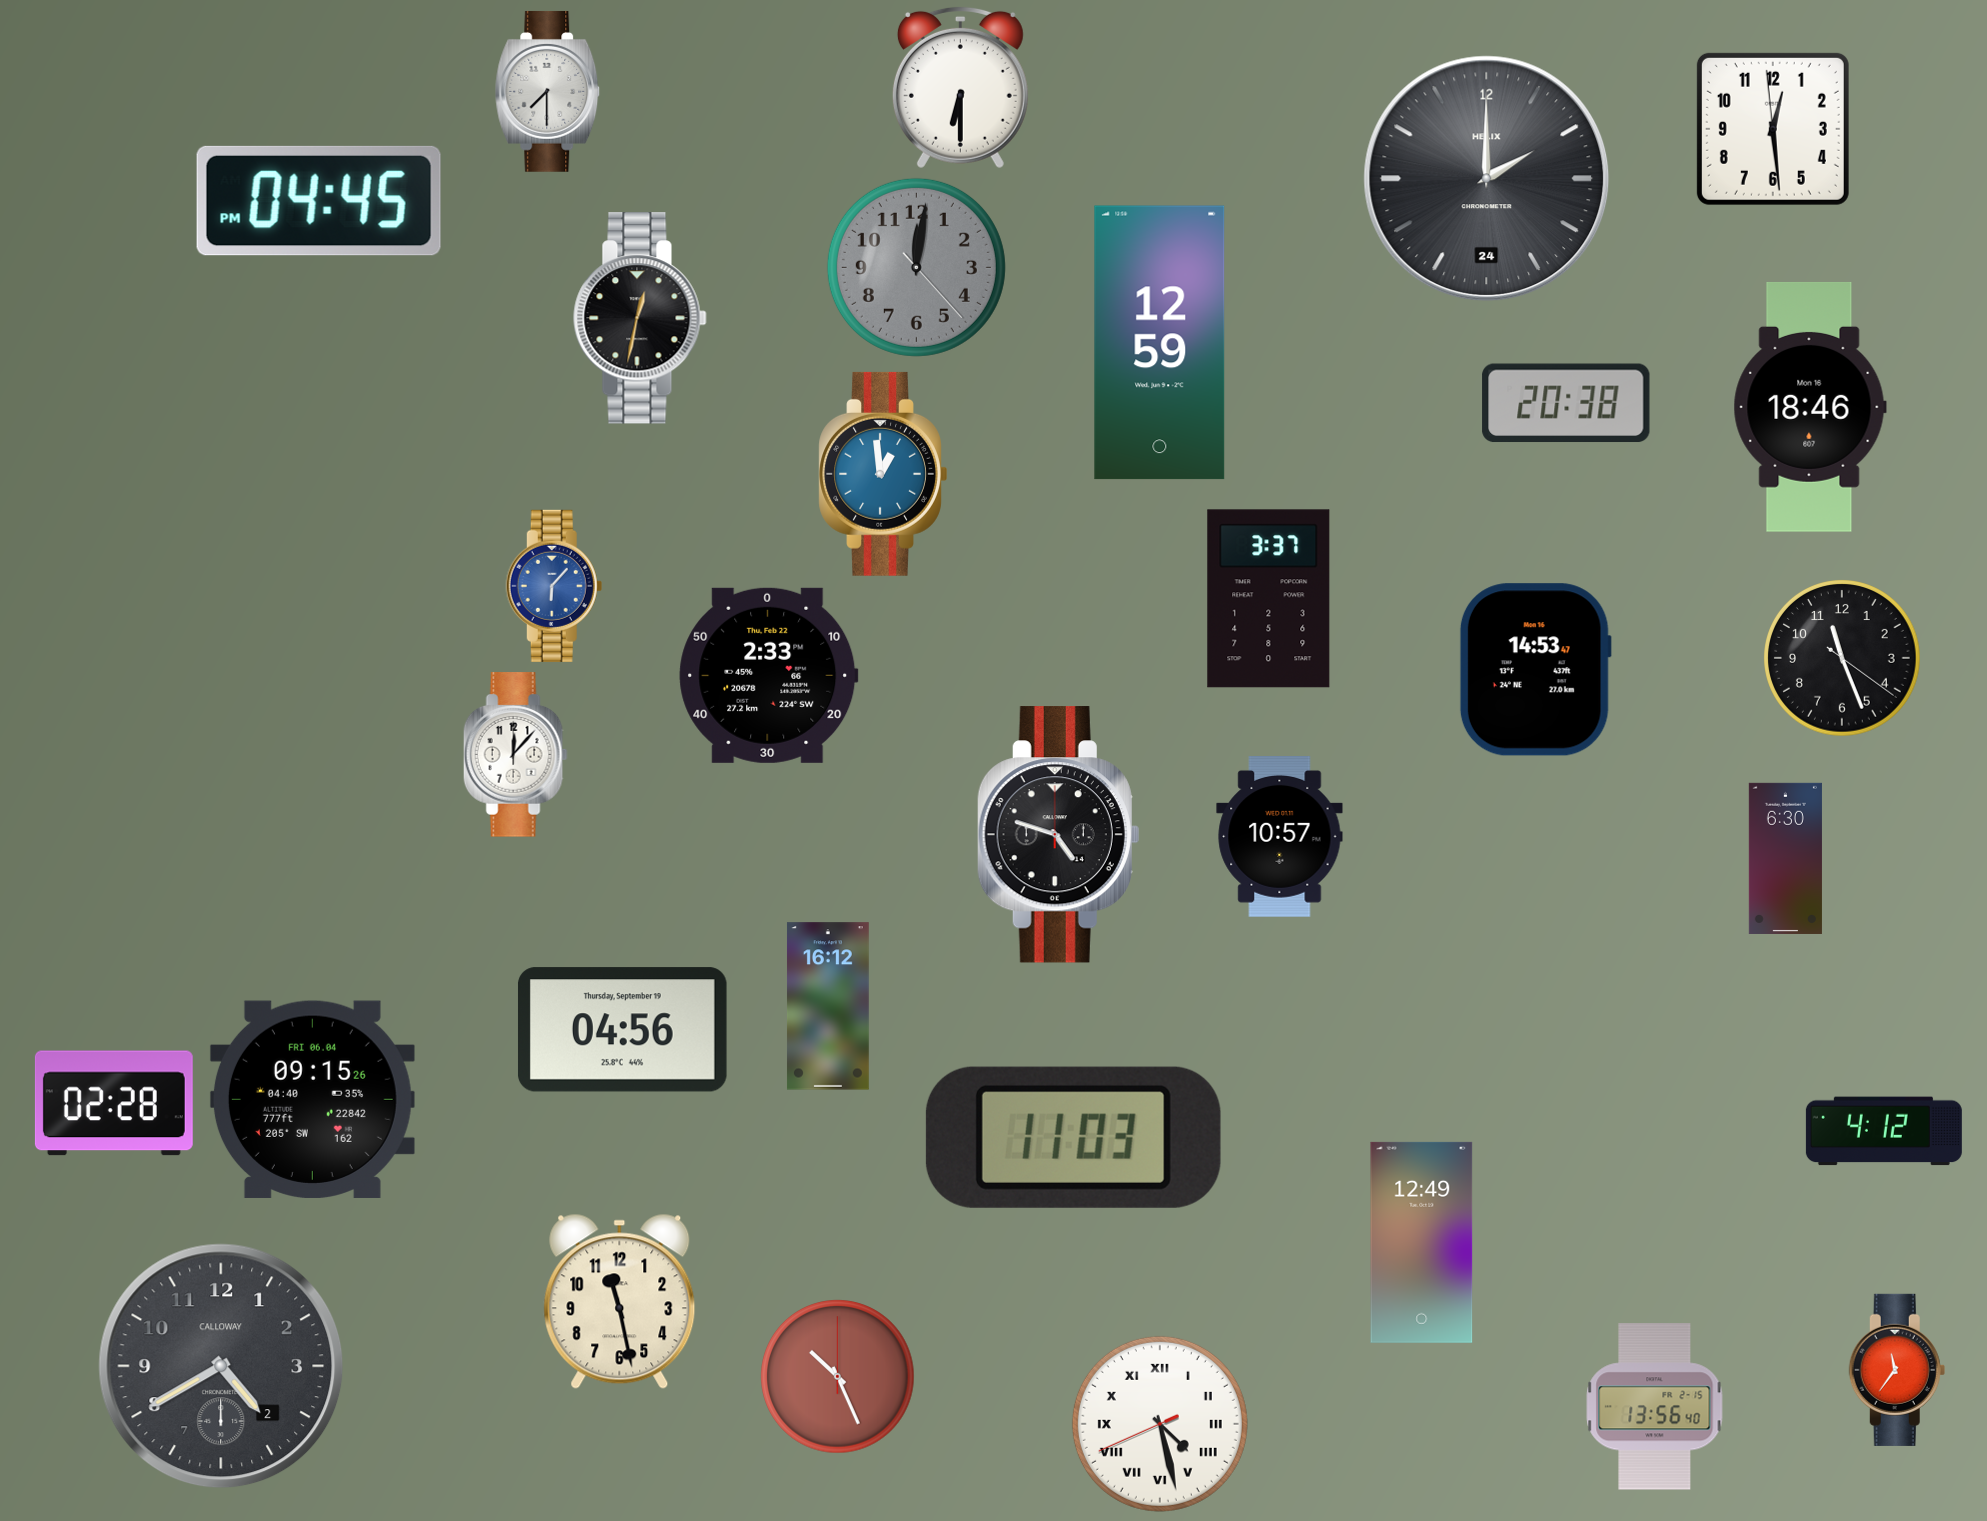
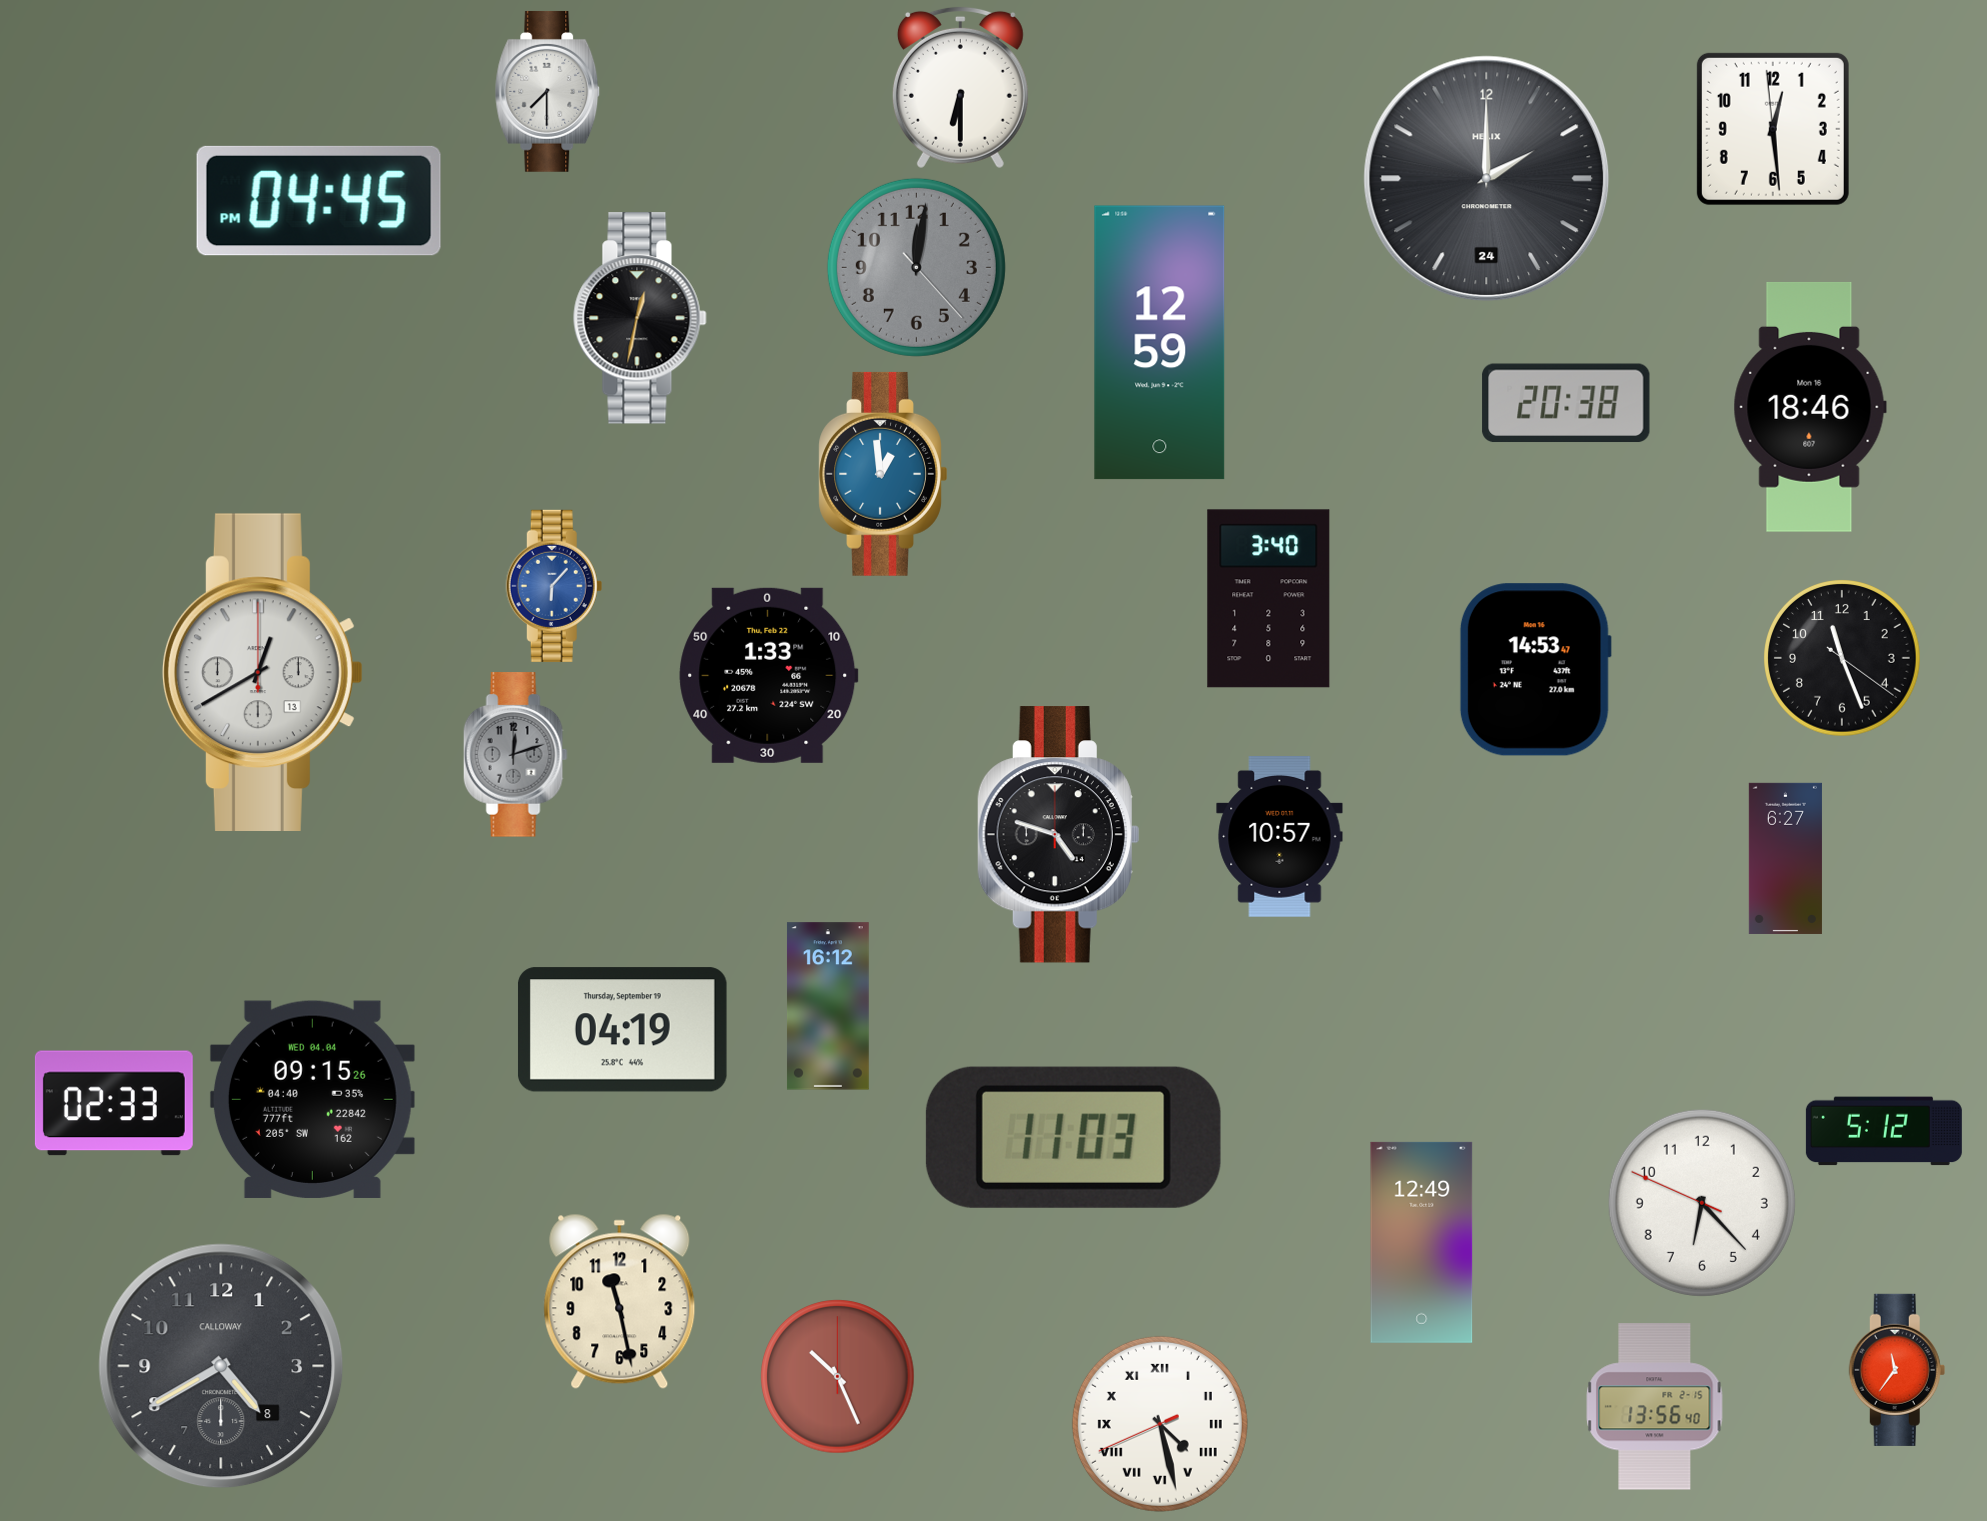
clock at (1269, 599): 3:37 -> 3:40
clock at (262, 672): none -> 12:40
clock at (769, 675): 2:33 -> 1:33
clock at (515, 755): 12:07 -> 12:12
clock at (515, 755) dial: white -> grey
clock at (1785, 858): 6:30 -> 6:27
clock at (622, 1030): 04:56 -> 04:19
clock at (312, 1099) date: FRI 06.04 -> WED 04.04
clock at (114, 1103): 02:28 -> 02:33
clock at (1884, 1131): 4:12 -> 5:12
clock at (1702, 1203): none -> 6:22
clock at (221, 1366) date: 2 -> 8
